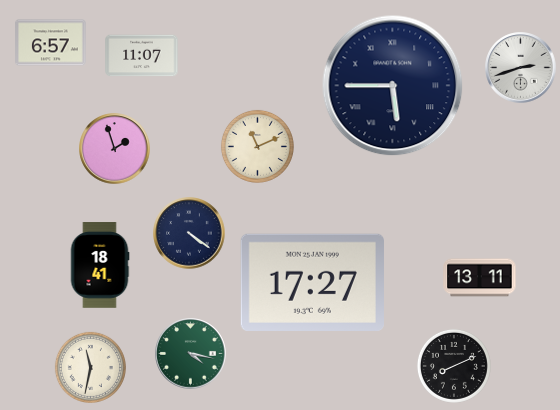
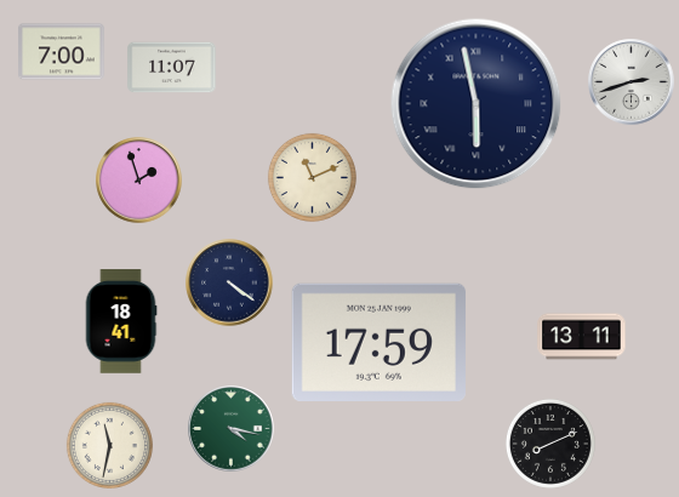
clock at (51, 43): 6:57 -> 7:00
clock at (393, 86): 5:45 -> 5:58
clock at (312, 282): 17:27 -> 17:59
